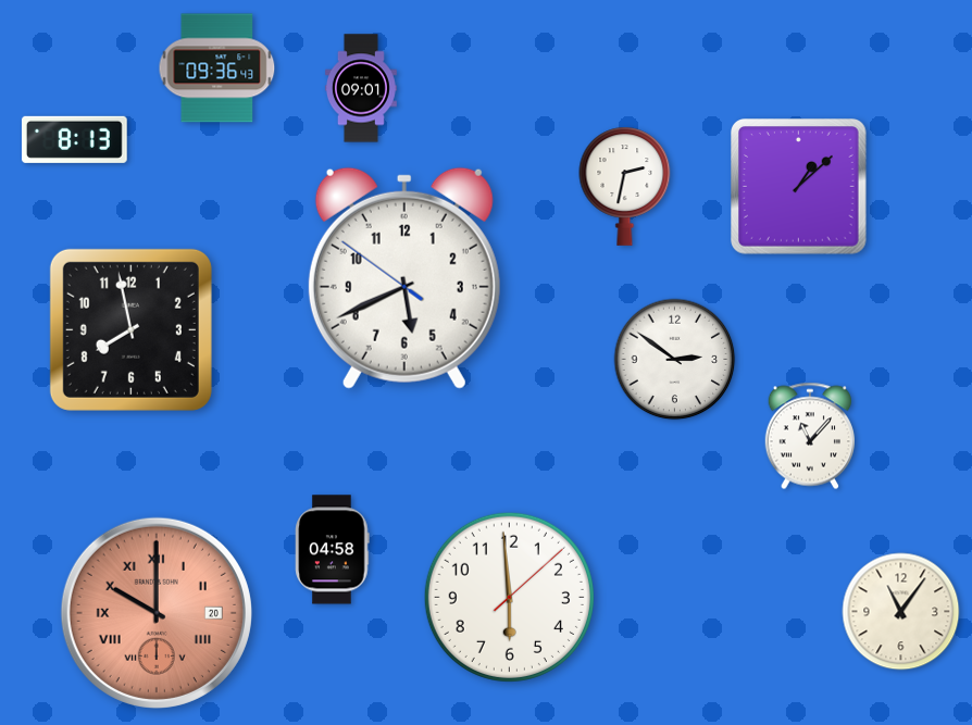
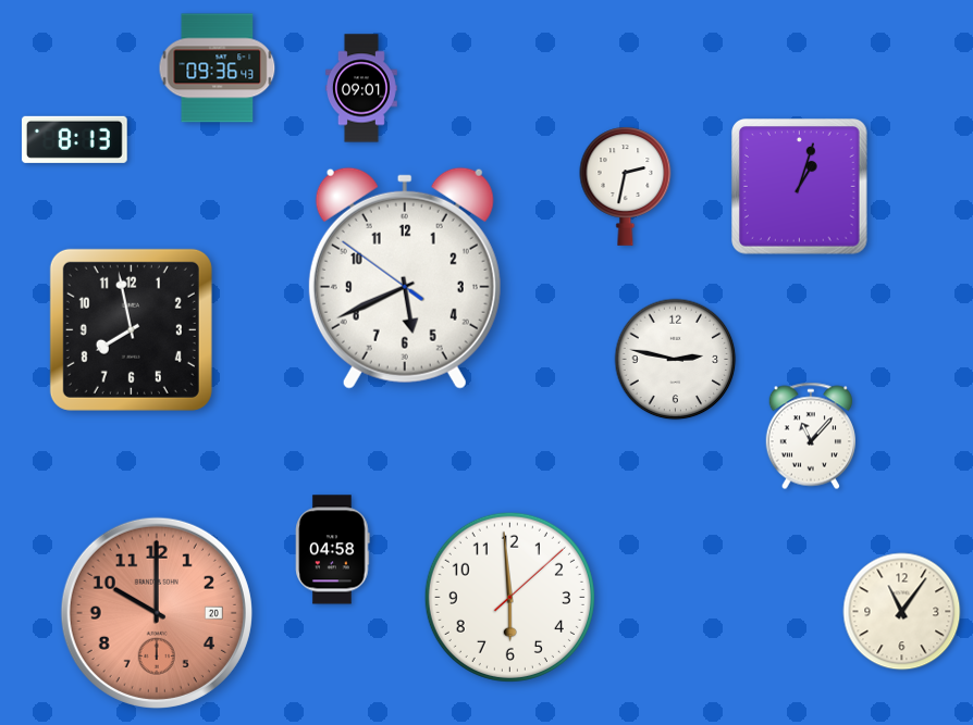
clock at (799, 187): 1:08 -> 1:03
clock at (675, 360): 2:51 -> 2:47
clock at (157, 613) numerals: Roman -> Arabic
